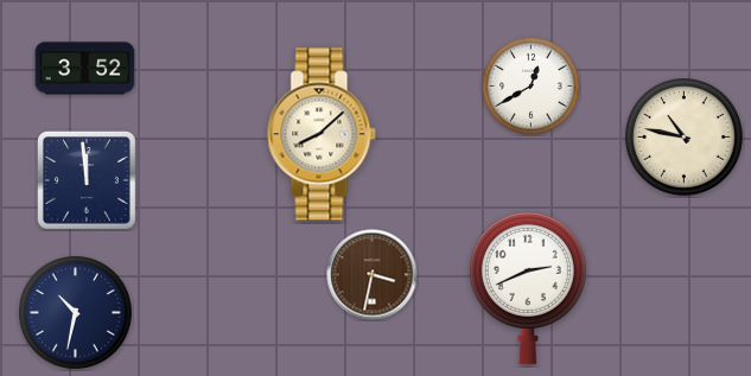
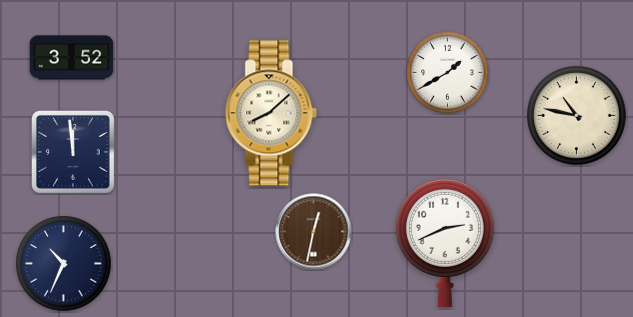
clock at (532, 87): 12:40 -> 1:40
clock at (373, 275): 3:32 -> 12:32
clock at (76, 313): 10:32 -> 10:34
